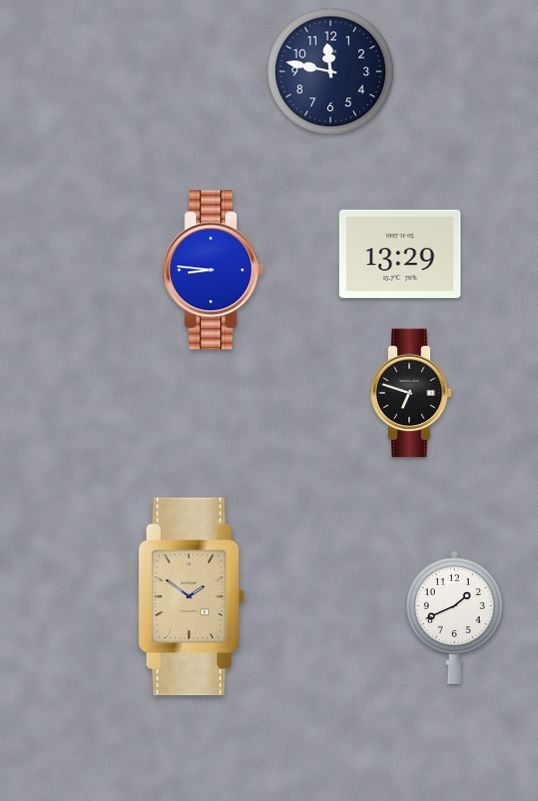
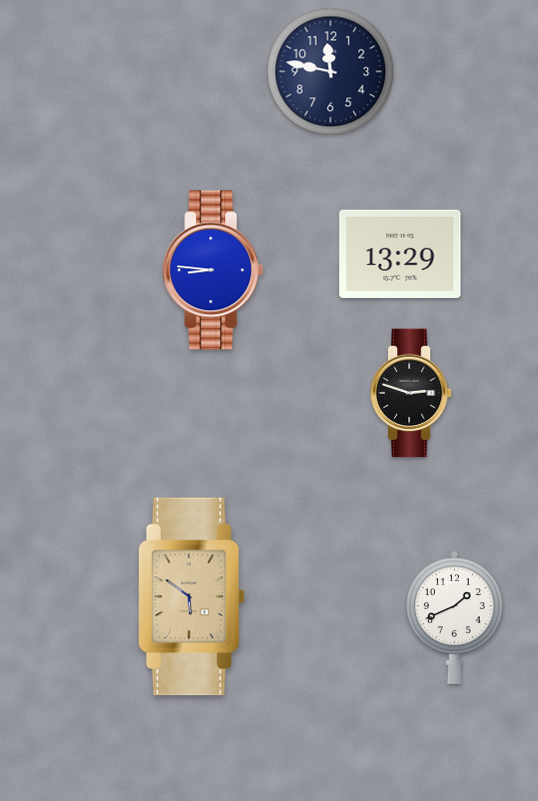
clock at (411, 393): 6:48 -> 2:48
clock at (191, 597): 1:51 -> 5:51
